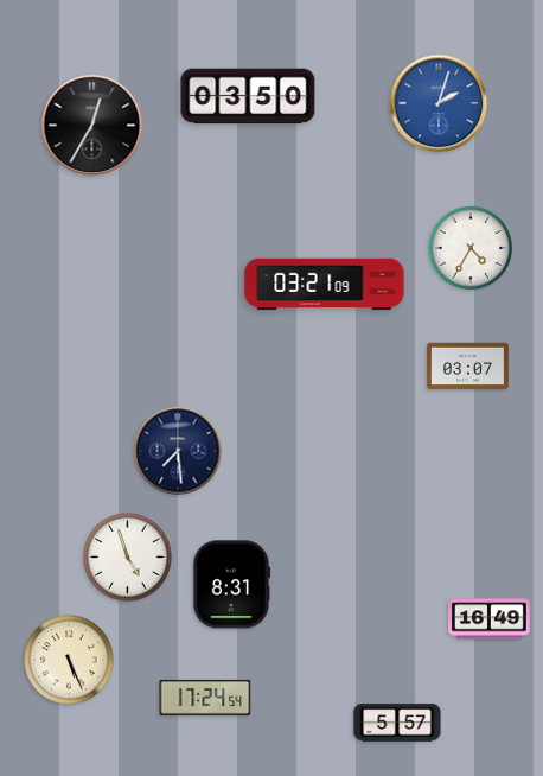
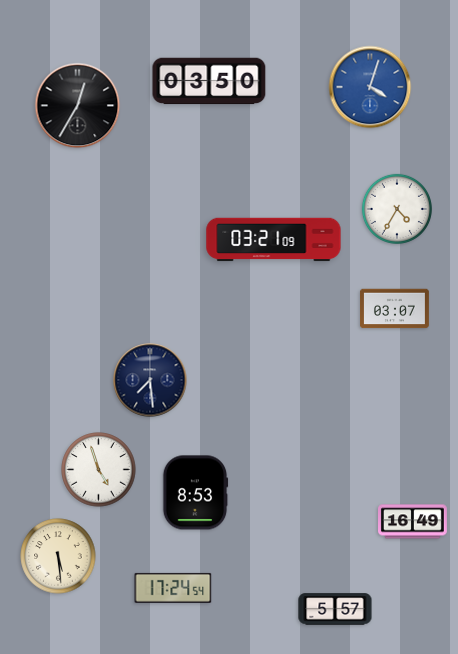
clock at (439, 103): 2:03 -> 4:03
clock at (128, 558) position: (128, 558) -> (99, 470)
clock at (231, 585): 8:31 -> 8:53
clock at (69, 660): 5:26 -> 5:29
